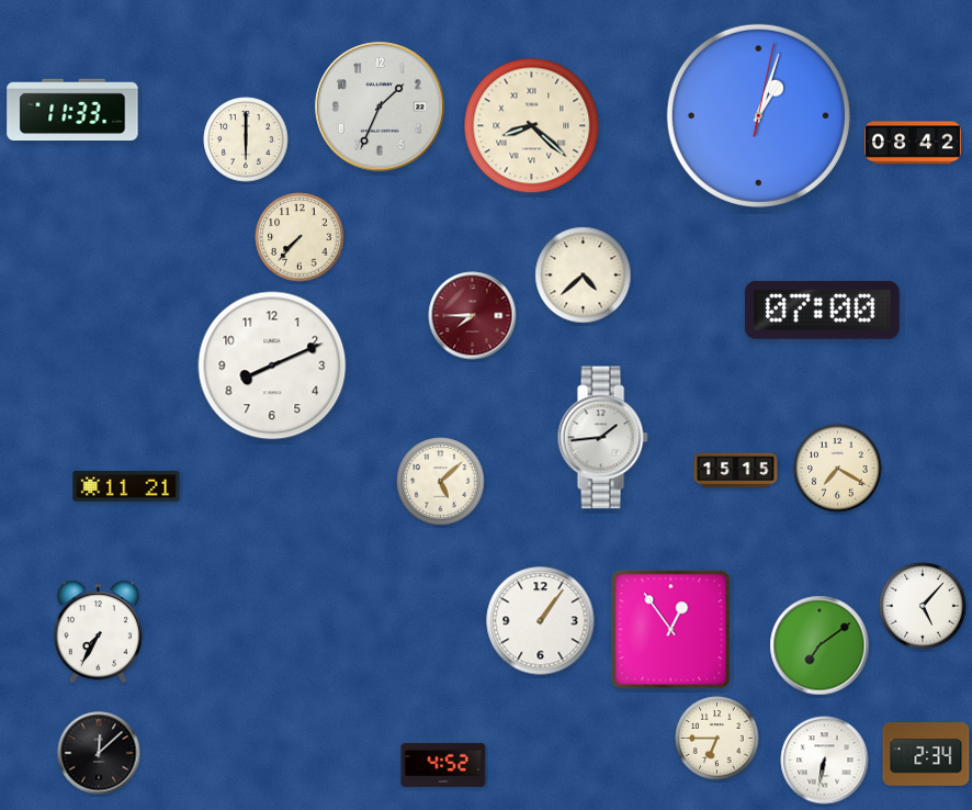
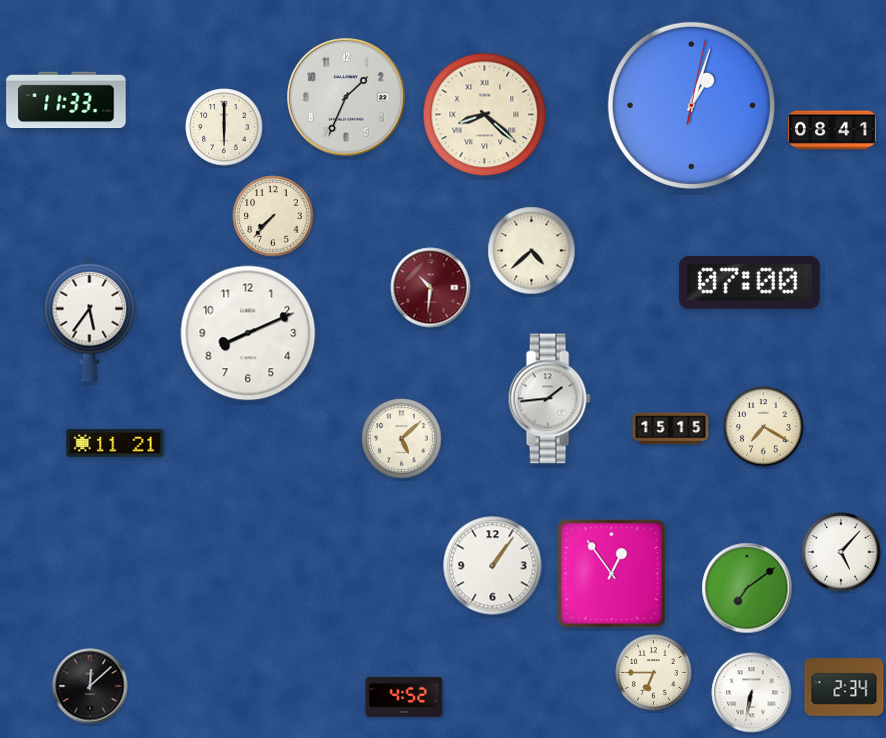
clock at (913, 143): 08:42 -> 08:41
clock at (473, 316): 7:45 -> 10:31
clock at (90, 319): none -> 5:36
clock at (98, 632): 7:35 -> none
